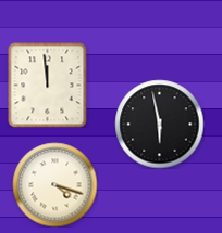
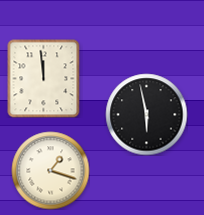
clock at (54, 184): 4:18 -> 1:18
